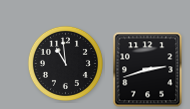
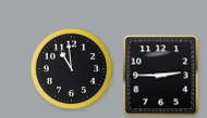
clock at (148, 70): 2:42 -> 2:45
